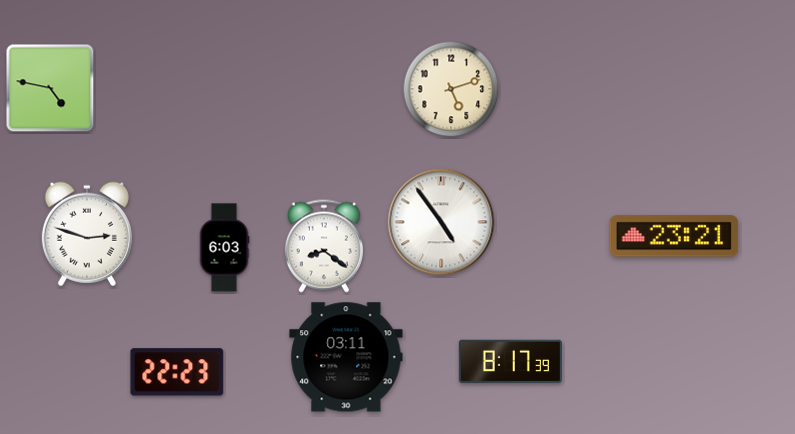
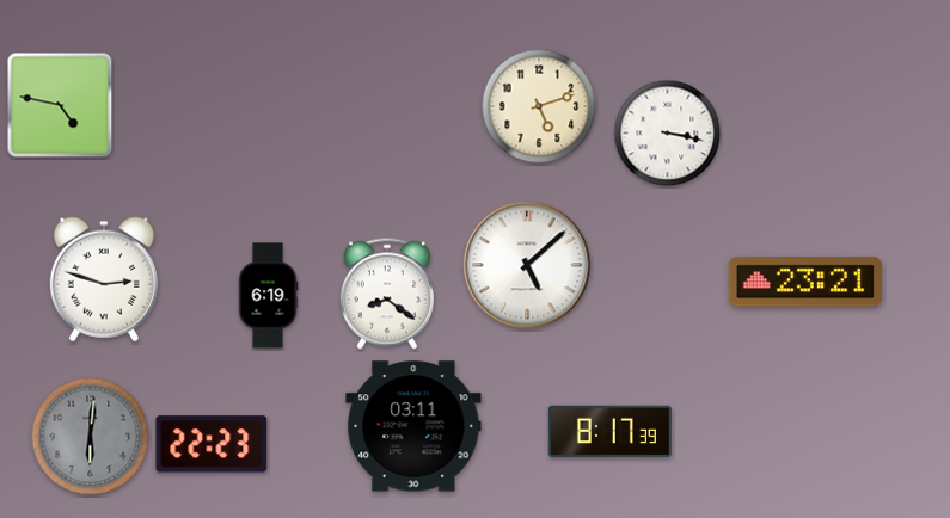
clock at (668, 134): none -> 3:17
clock at (441, 222): 4:54 -> 5:08
clock at (224, 248): 6:03 -> 6:19
clock at (91, 437): none -> 6:01
